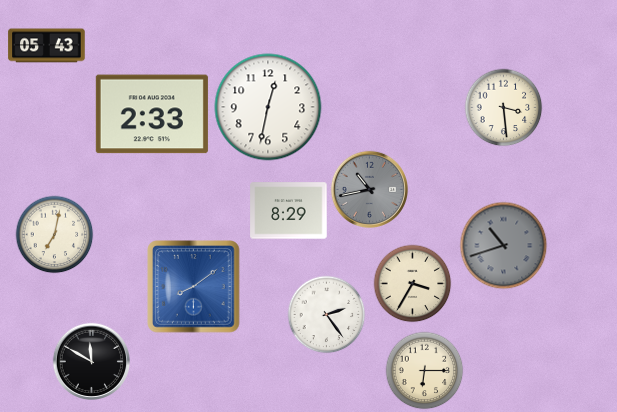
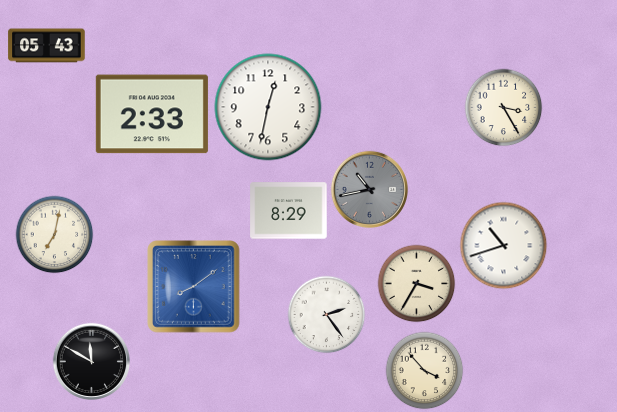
clock at (503, 107): 3:29 -> 3:25
clock at (503, 245) dial: grey -> white
clock at (412, 283) position: (412, 283) -> (416, 283)
clock at (424, 370): 6:15 -> 3:53
